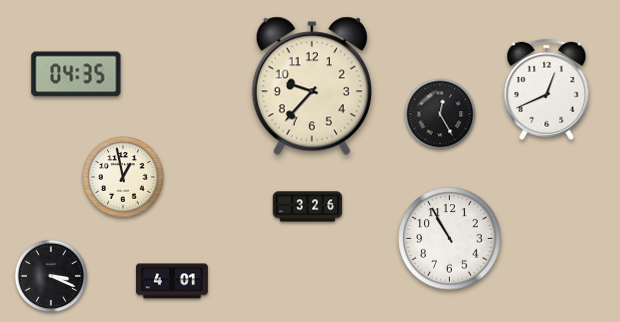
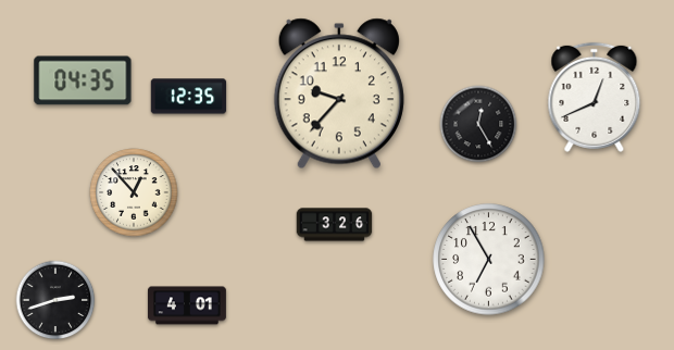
clock at (189, 97): none -> 12:35
clock at (123, 177): 12:58 -> 12:53
clock at (450, 239): 10:55 -> 6:55
clock at (51, 276): 3:19 -> 2:42
